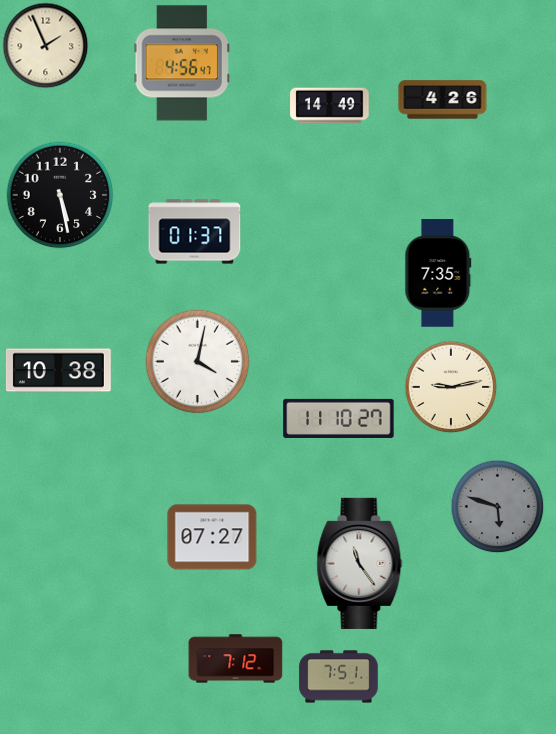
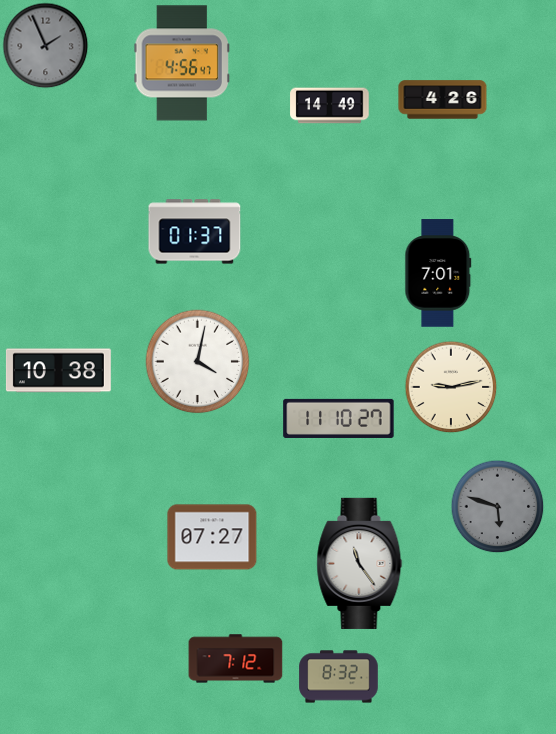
clock at (46, 46) dial: cream -> grey
clock at (60, 195): 5:28 -> none
clock at (438, 273): 7:35 -> 7:01
clock at (339, 677): 7:51 -> 8:32
